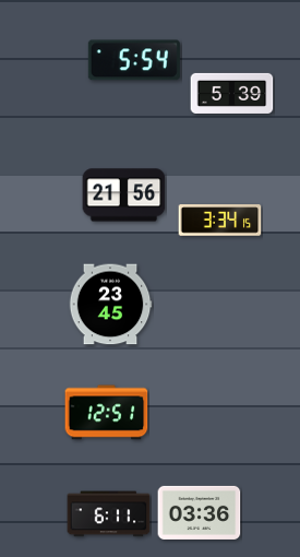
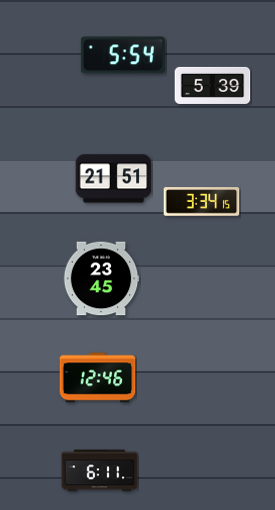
clock at (124, 195): 21:56 -> 21:51
clock at (107, 413): 12:51 -> 12:46
clock at (200, 512): 03:36 -> none
